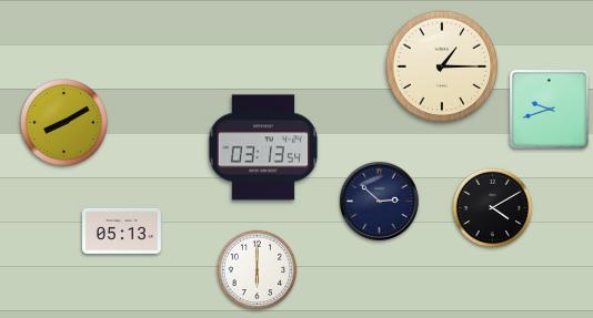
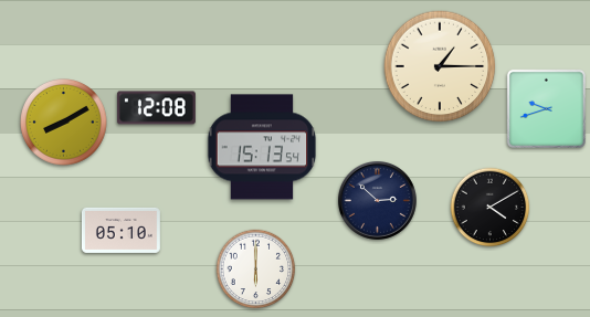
clock at (156, 108): none -> 12:08
clock at (263, 147): 03:13 -> 15:13
clock at (121, 230): 05:13 -> 05:10
